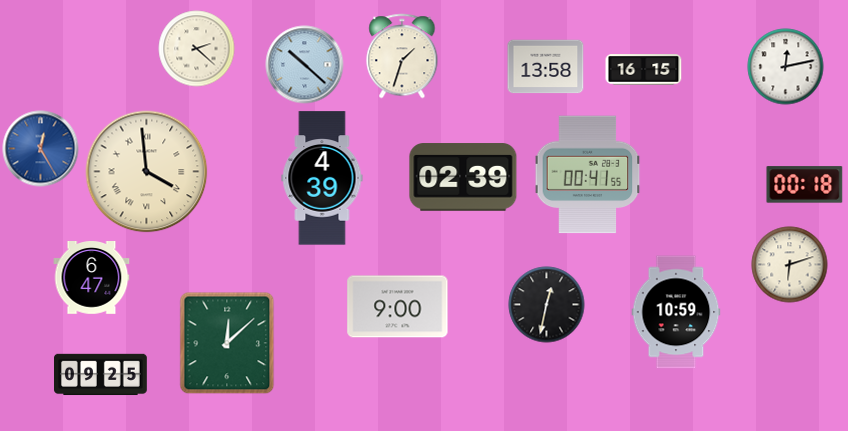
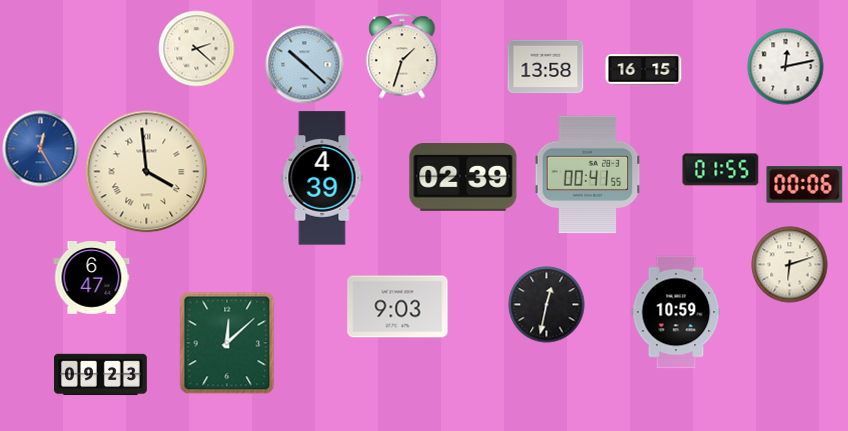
clock at (721, 170): none -> 01:55
clock at (805, 185): 00:18 -> 00:06
clock at (398, 307): 9:00 -> 9:03
clock at (101, 375): 09:25 -> 09:23
